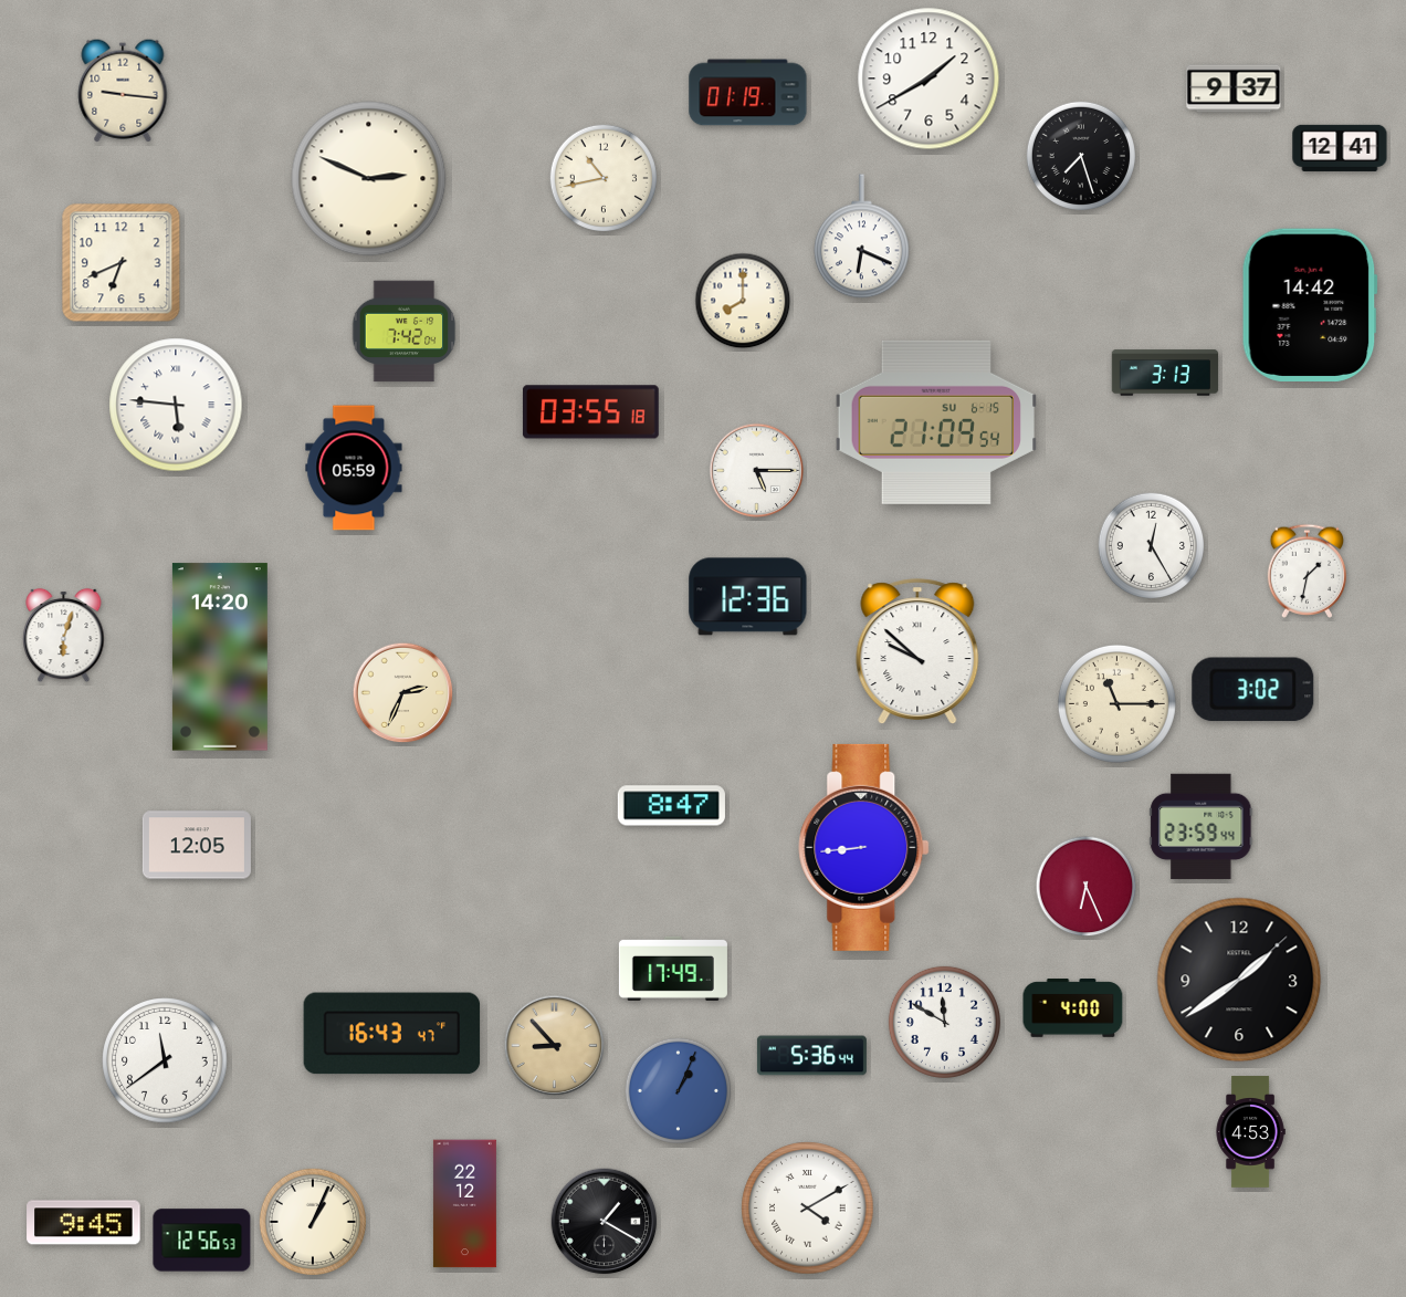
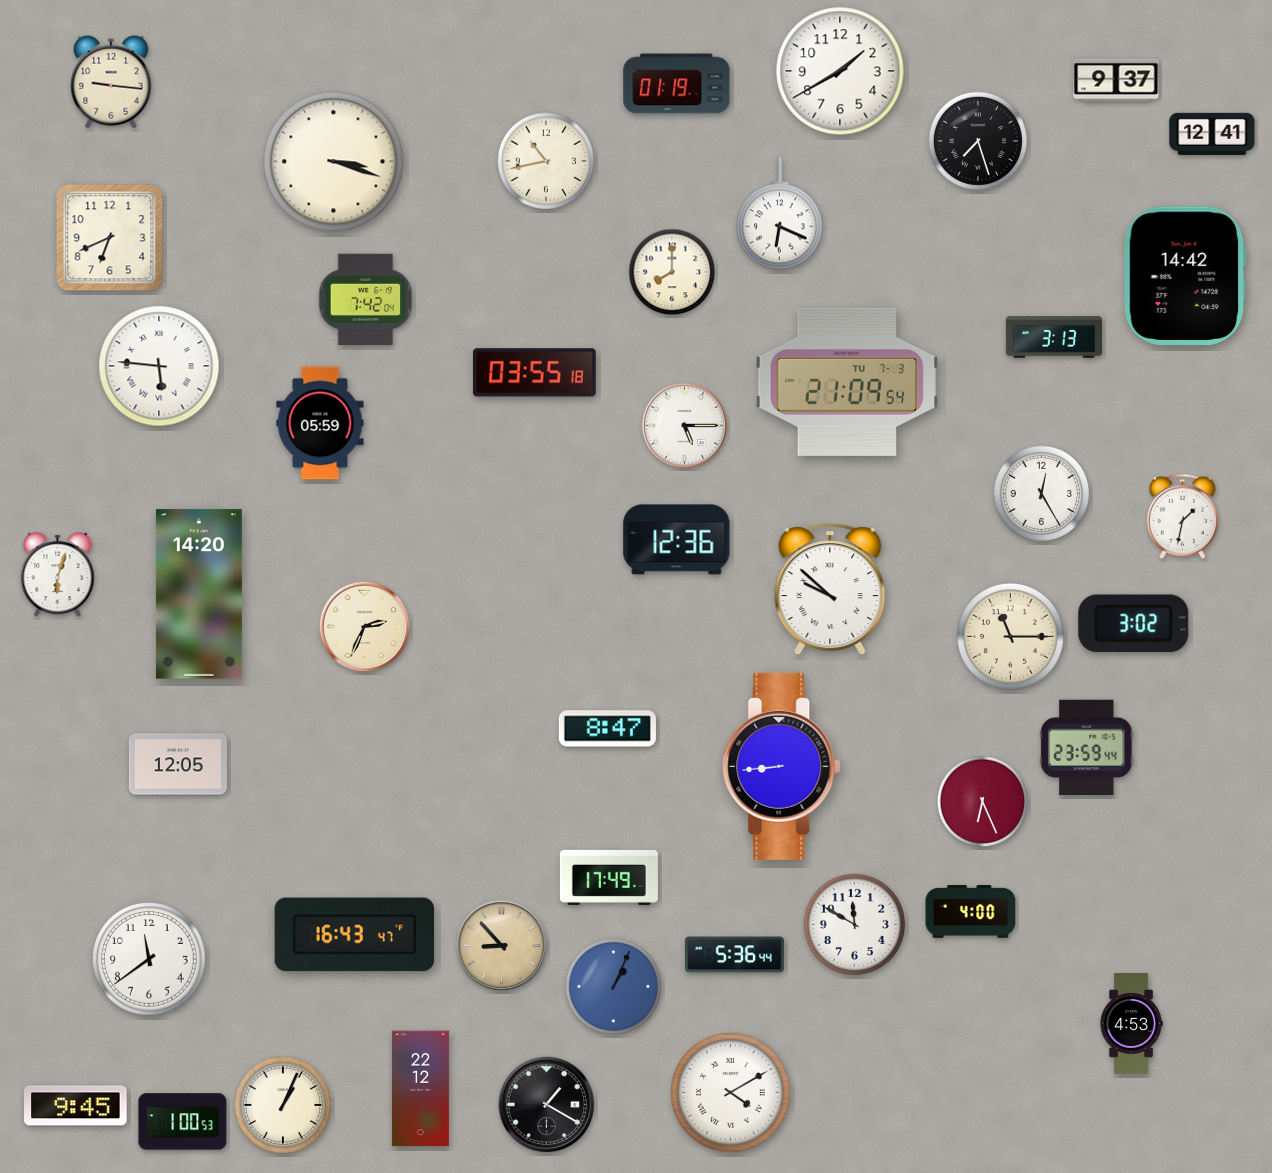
clock at (369, 179): 2:49 -> 3:18
clock at (935, 422) date: SU 6-15 -> TU 7-3
clock at (1239, 980): 1:39 -> none
clock at (202, 1241): 12:56 -> 1:00
